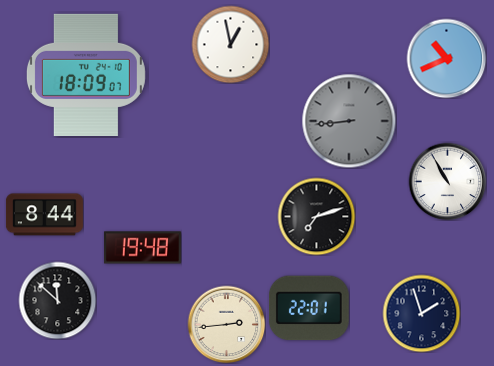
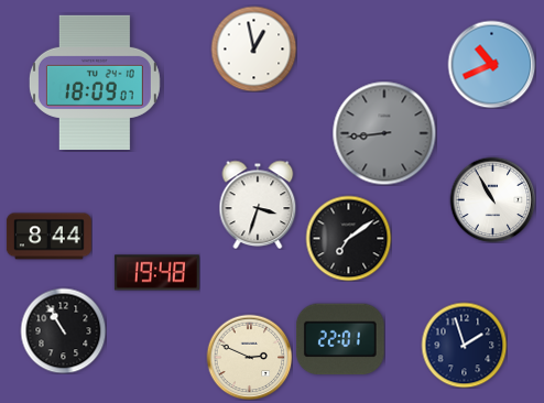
clock at (258, 205): none -> 3:33
clock at (316, 216): 7:12 -> 7:09
clock at (57, 300): 11:52 -> 10:55
clock at (226, 324): 2:44 -> 2:49
